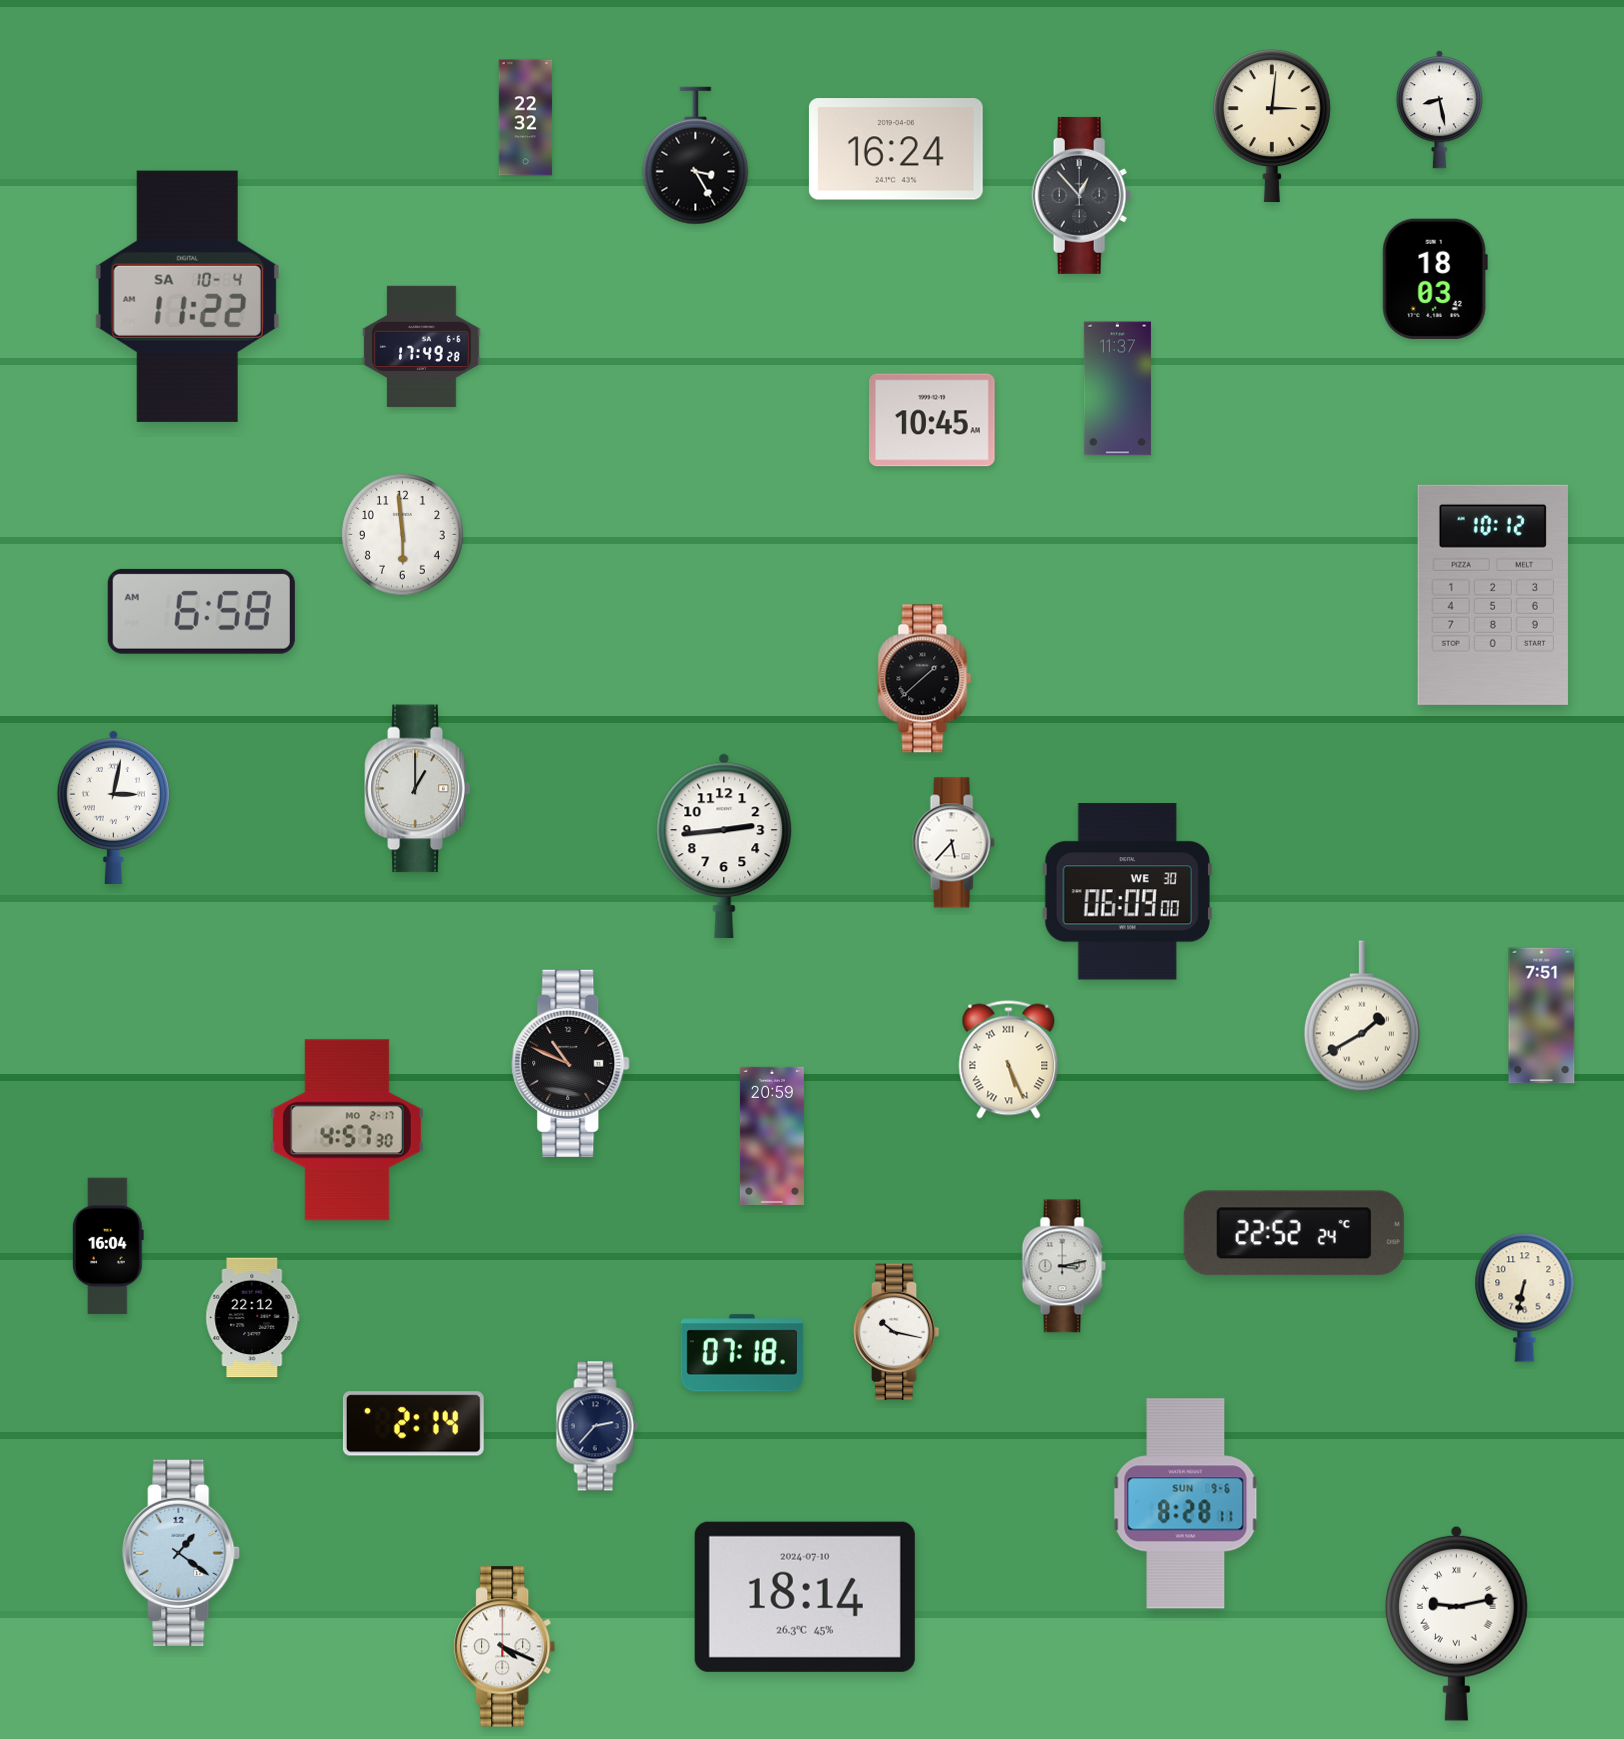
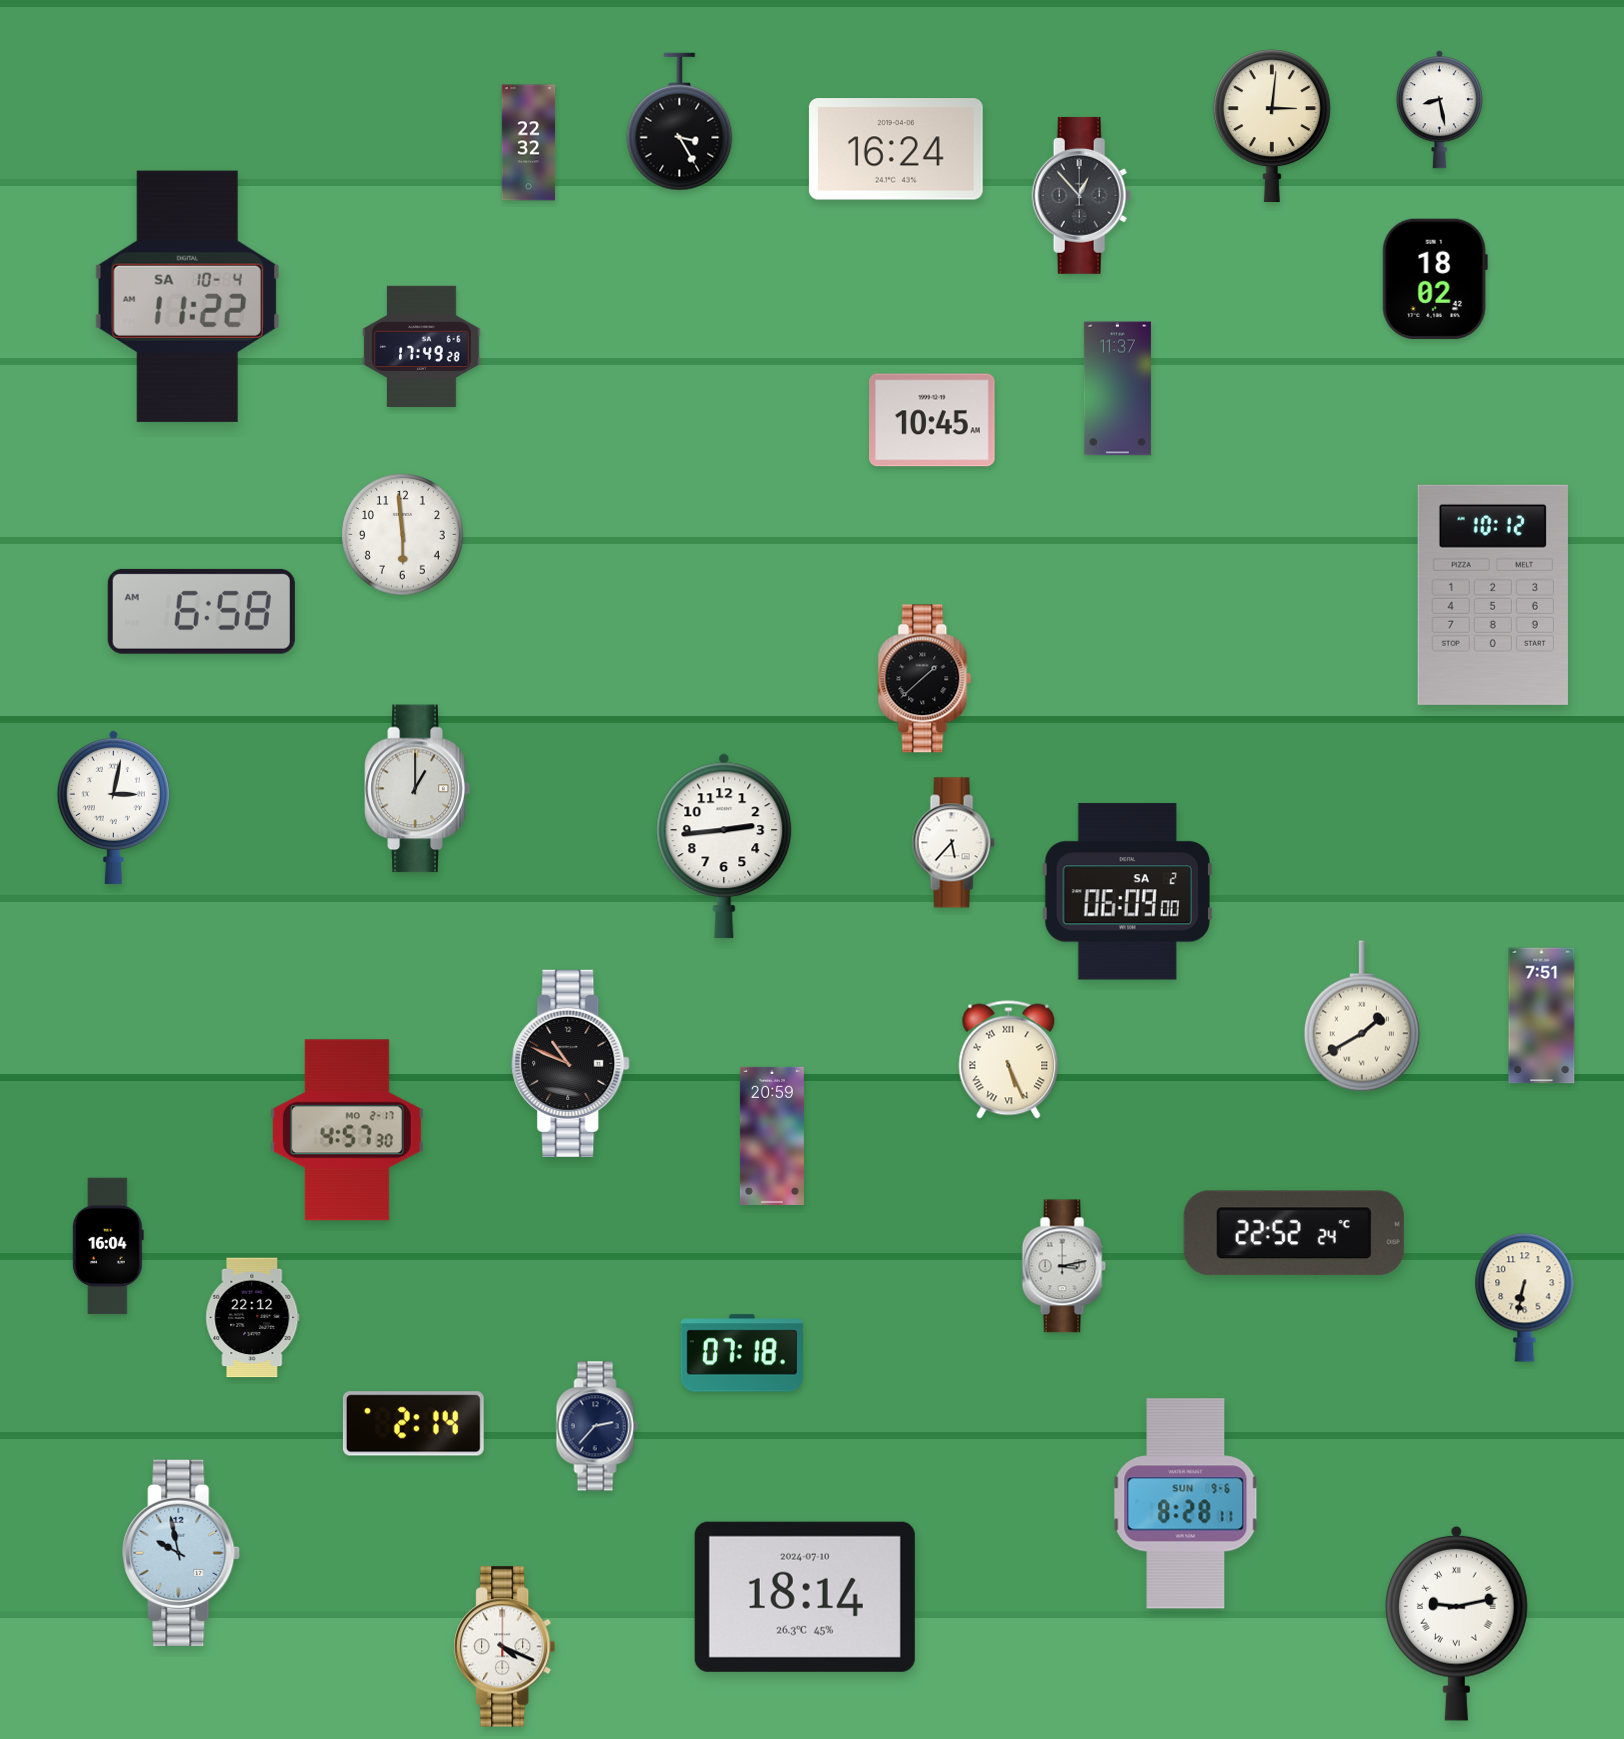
clock at (526, 118) position: (526, 118) -> (529, 143)
clock at (696, 156) position: (696, 156) -> (680, 122)
clock at (1435, 278): 18:03 -> 18:02
clock at (1127, 892) date: WE 30 -> SA 2
clock at (896, 1332): 10:17 -> none
clock at (182, 1553): 1:21 -> 9:58
